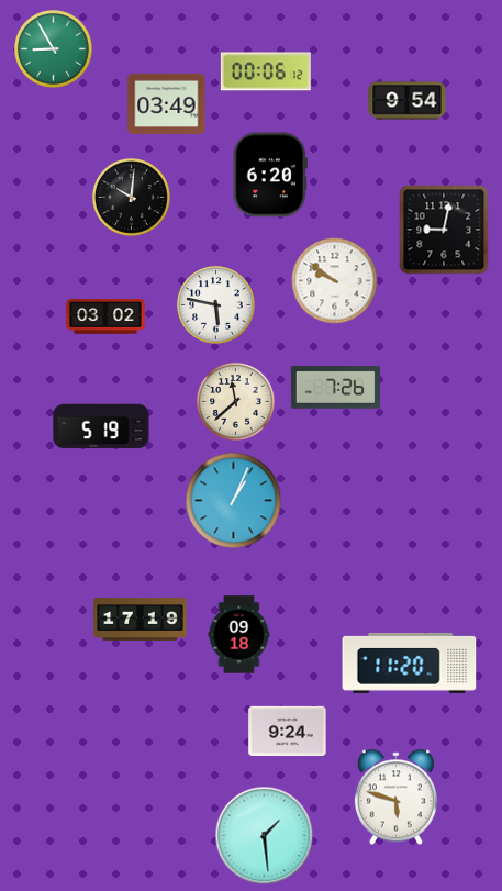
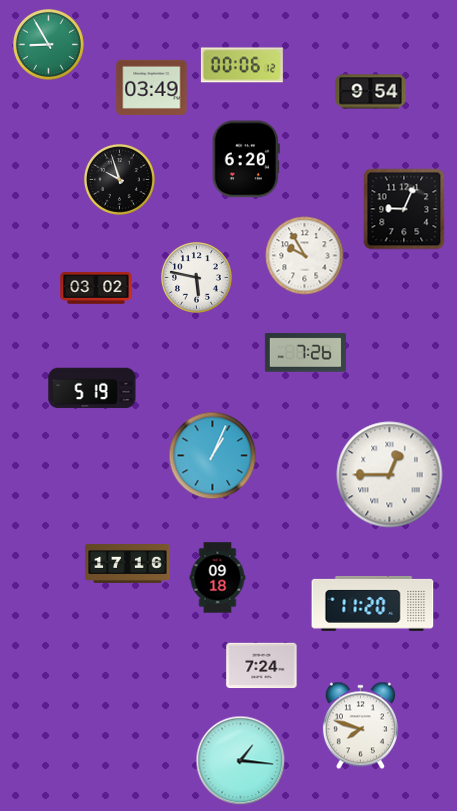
clock at (167, 103) position: (167, 103) -> (152, 87)
clock at (132, 198): 10:01 -> 9:57
clock at (444, 230): 9:02 -> 9:04
clock at (335, 281): 9:51 -> 9:55
clock at (236, 402): 11:38 -> none
clock at (390, 475): none -> 12:45
clock at (141, 620): 17:19 -> 17:16
clock at (288, 732): 9:24 -> 7:24
clock at (395, 798): 5:48 -> 7:48
clock at (265, 836): 1:29 -> 1:16
